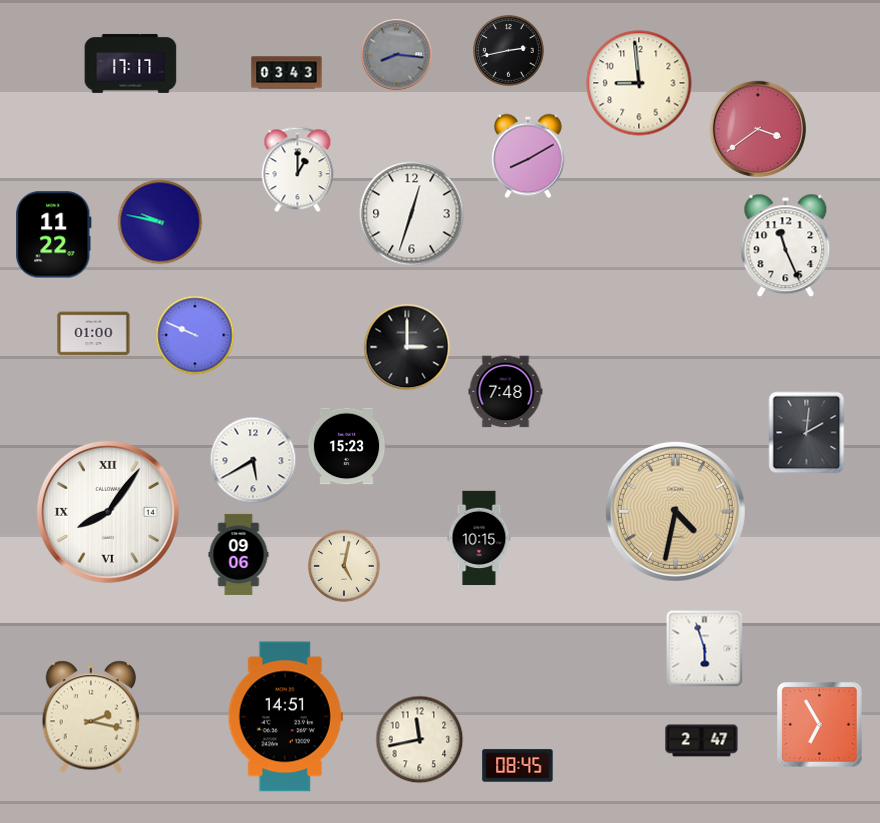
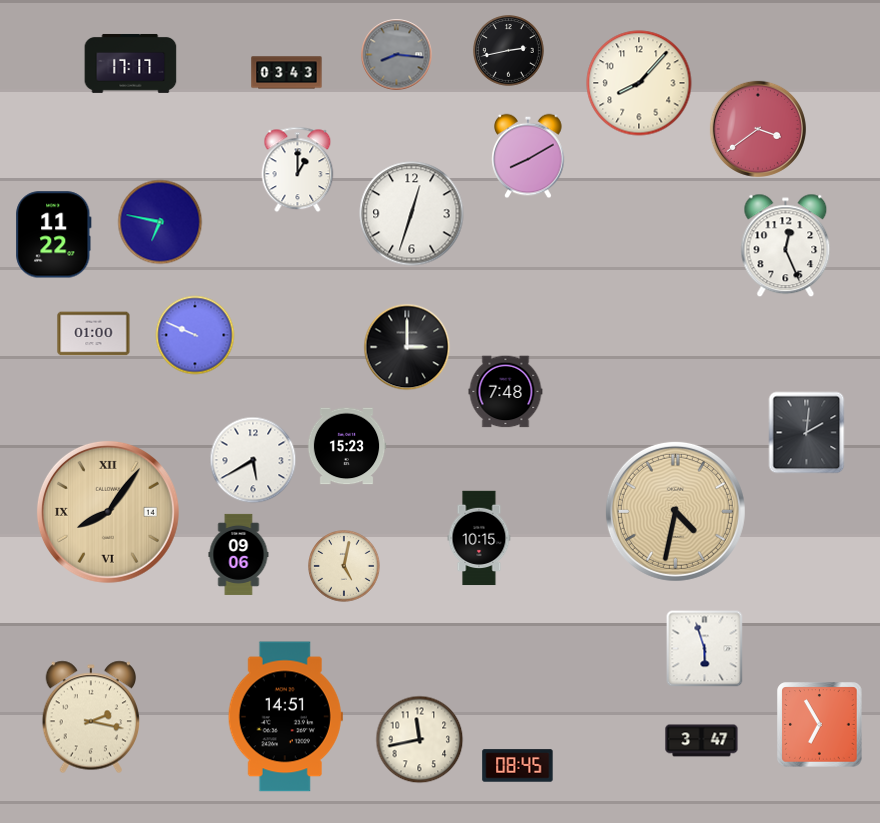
clock at (639, 83): 8:59 -> 8:07
clock at (160, 222): 9:47 -> 6:47
clock at (786, 246): 11:26 -> 12:26
clock at (108, 512) dial: white -> champagne
clock at (702, 741): 2:47 -> 3:47
